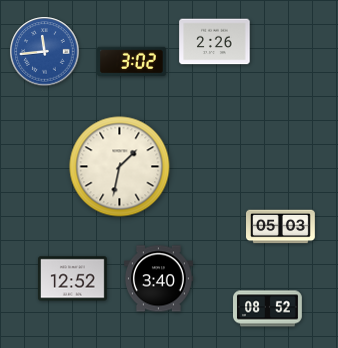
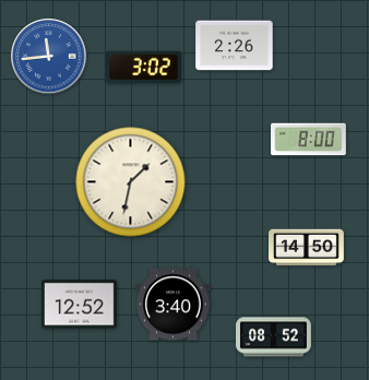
clock at (309, 140): none -> 8:00
clock at (281, 227): 05:03 -> 14:50
clock at (268, 309) position: (268, 309) -> (274, 337)
